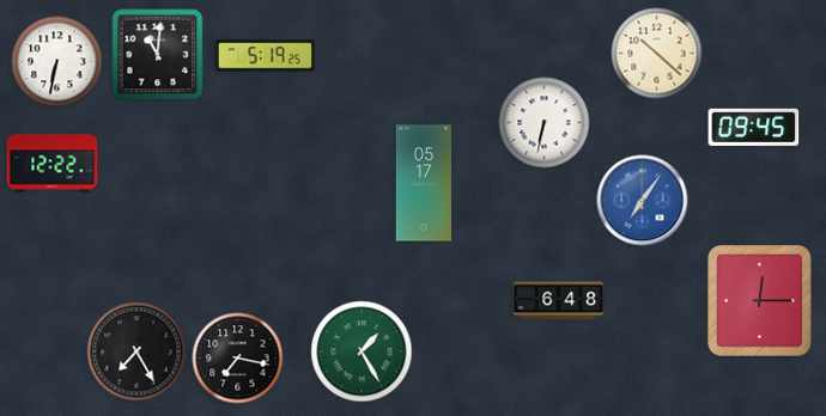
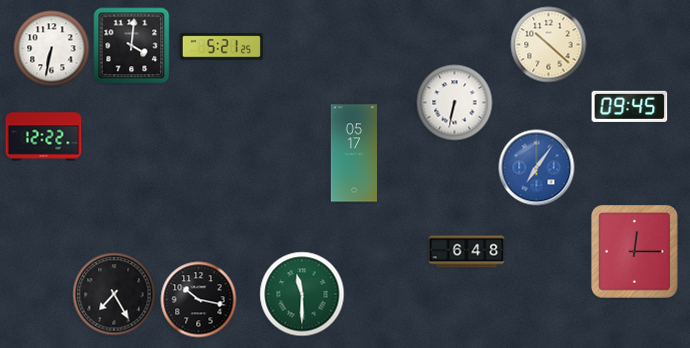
clock at (158, 55): 11:01 -> 4:01
clock at (265, 56): 5:19 -> 5:21
clock at (57, 62) position: (57, 62) -> (52, 49)
clock at (362, 351): 1:25 -> 11:30
clock at (238, 359): 7:17 -> 10:17
